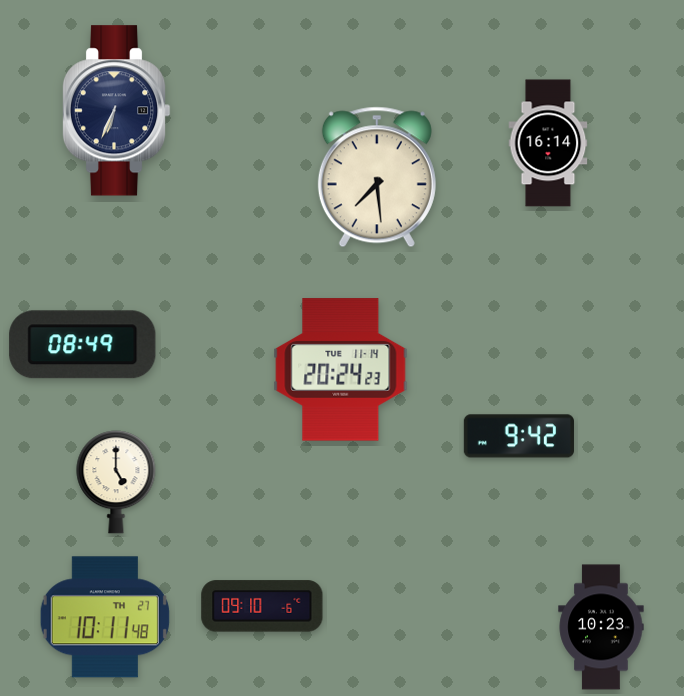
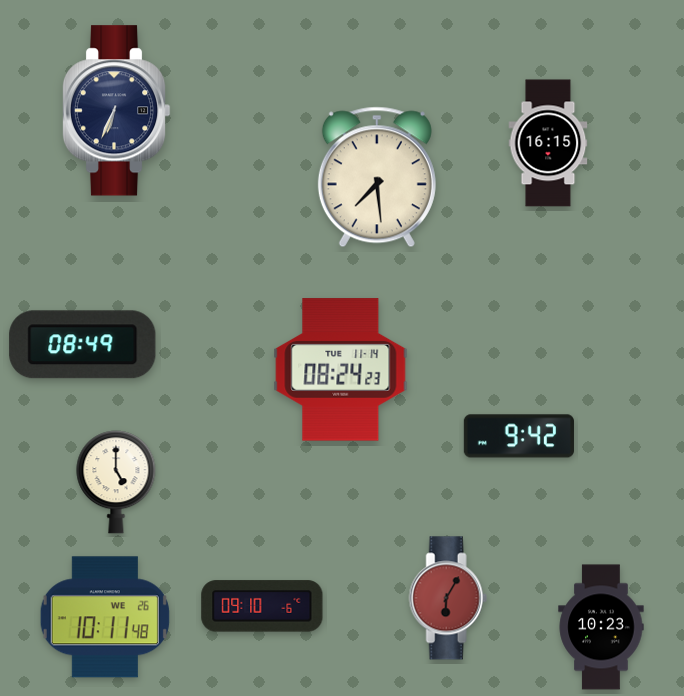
clock at (548, 143): 16:14 -> 16:15
clock at (341, 370): 20:24 -> 08:24
clock at (448, 598): none -> 6:05
clock at (105, 617) date: TH 27 -> WE 26
